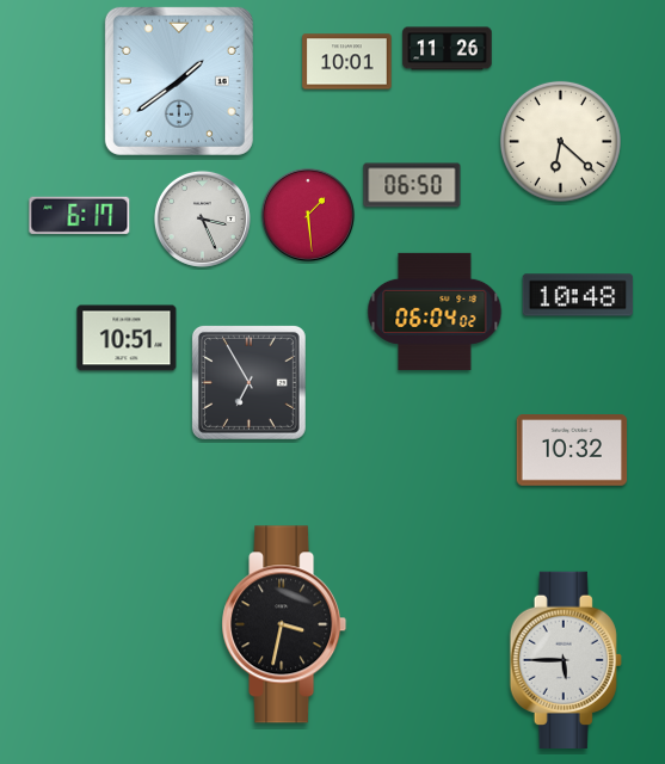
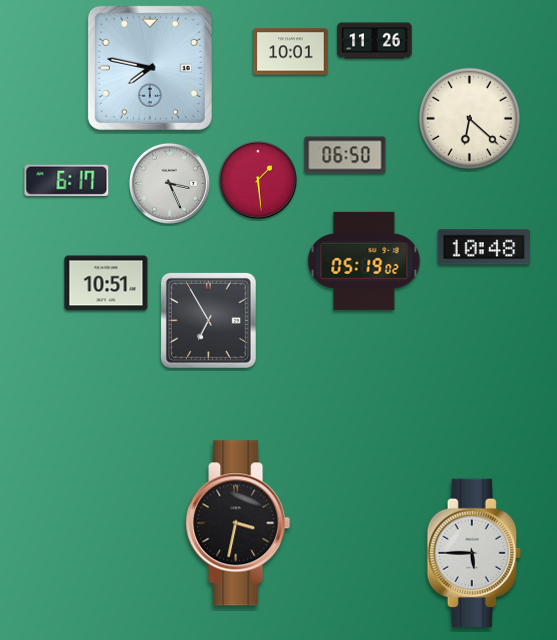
clock at (179, 81): 1:39 -> 7:47
clock at (435, 312): 06:04 -> 05:19
clock at (572, 450): 10:32 -> none
